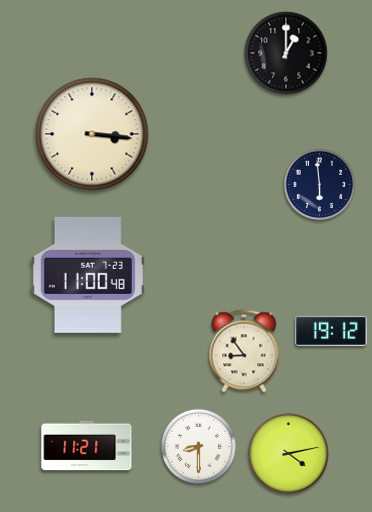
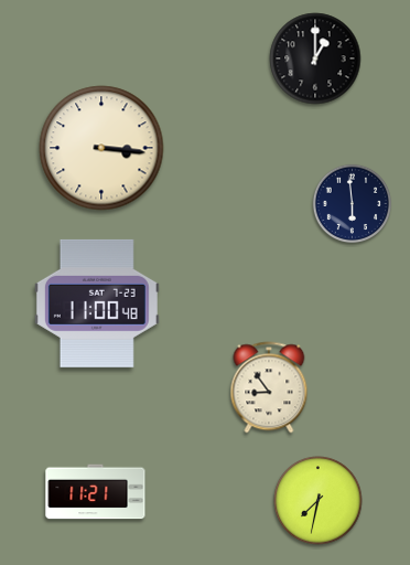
clock at (331, 331): 19:12 -> none
clock at (198, 446): 8:30 -> none
clock at (289, 454): 4:13 -> 7:32
